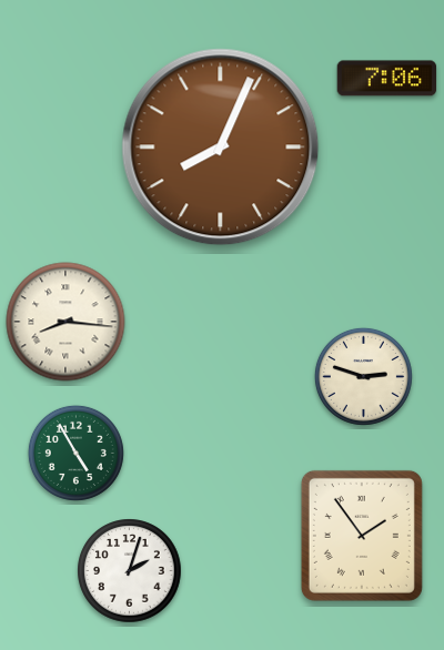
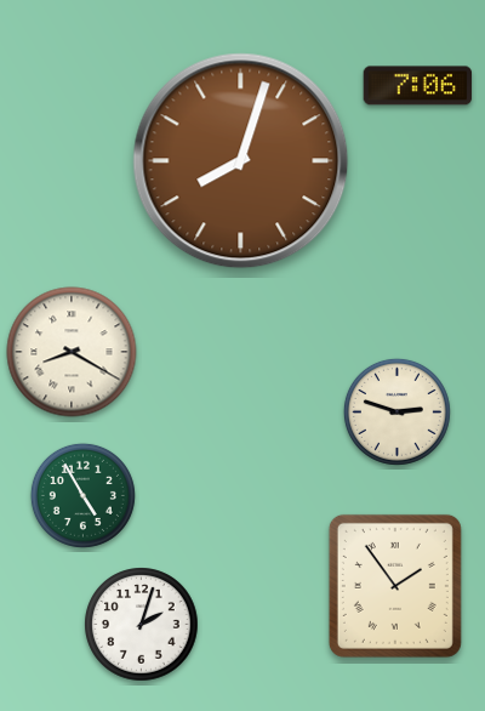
clock at (387, 79) position: (387, 79) -> (418, 86)
clock at (221, 148): 8:04 -> 8:03
clock at (65, 322): 8:16 -> 8:20
